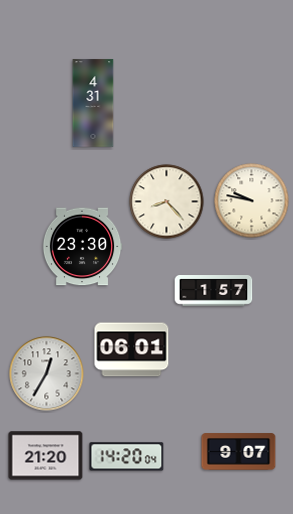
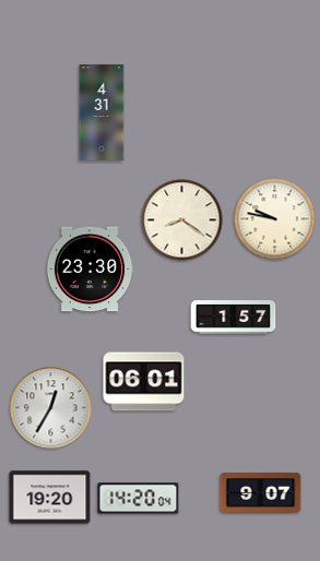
clock at (167, 202): 8:23 -> 8:21
clock at (46, 456): 21:20 -> 19:20
